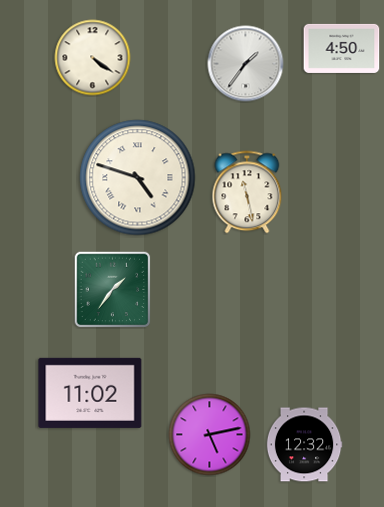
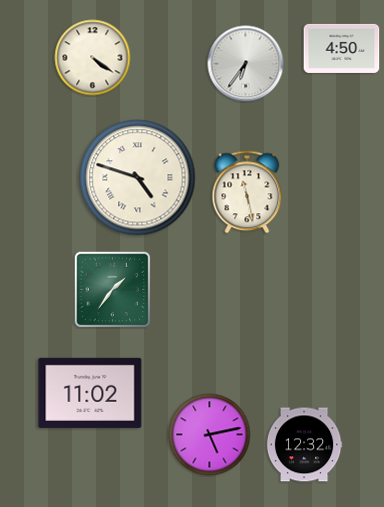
clock at (246, 64): 1:36 -> 6:36
